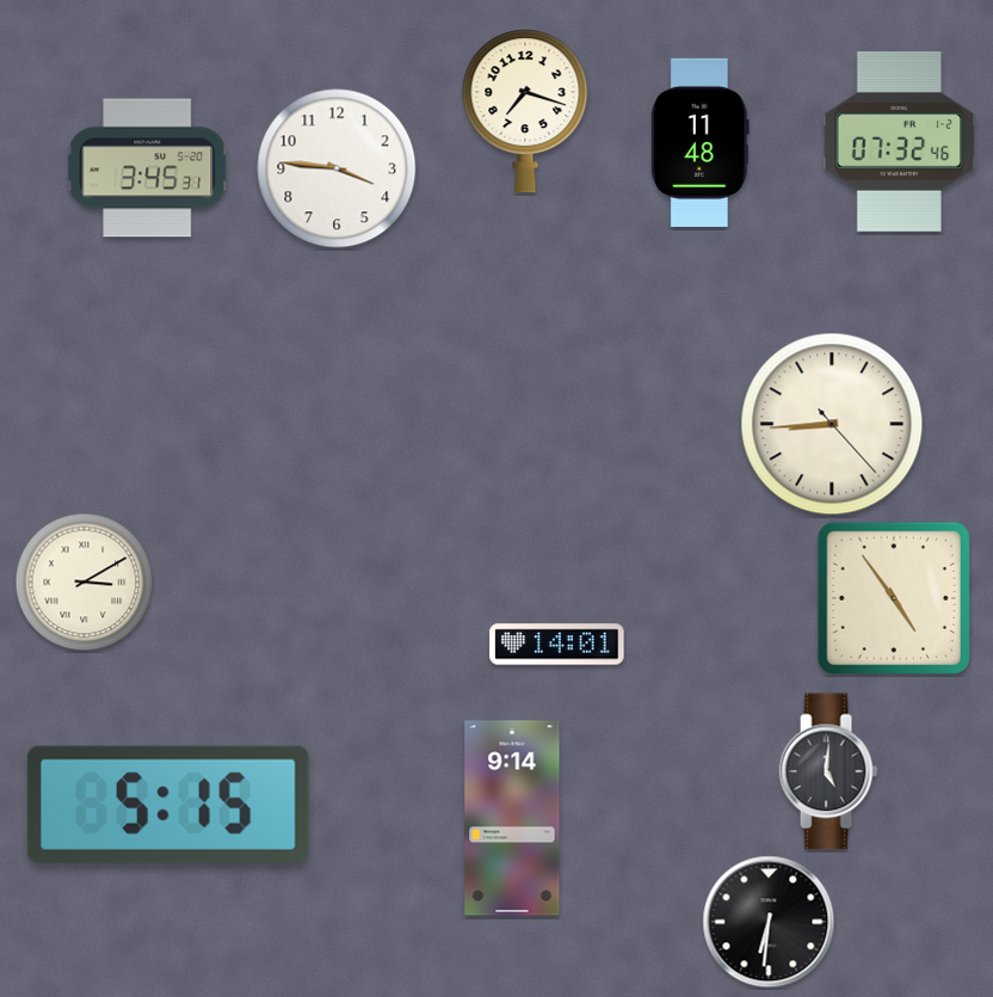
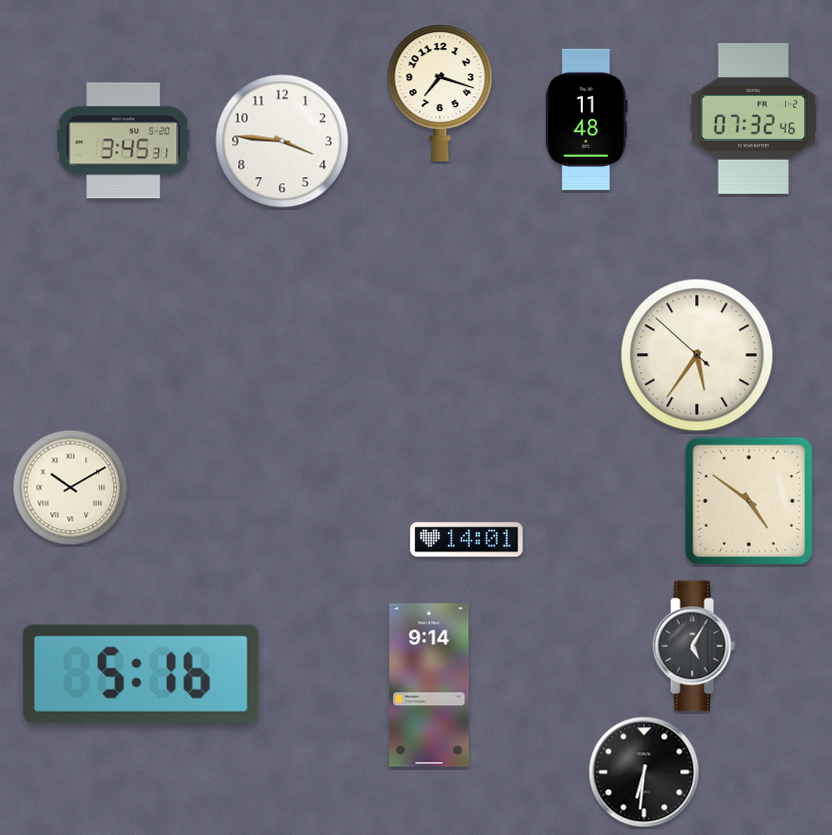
clock at (832, 424): 8:44 -> 5:35
clock at (85, 583): 3:10 -> 10:10
clock at (894, 598): 4:54 -> 4:51
clock at (828, 771): 5:01 -> 5:05
clock at (168, 805): 5:15 -> 5:16
